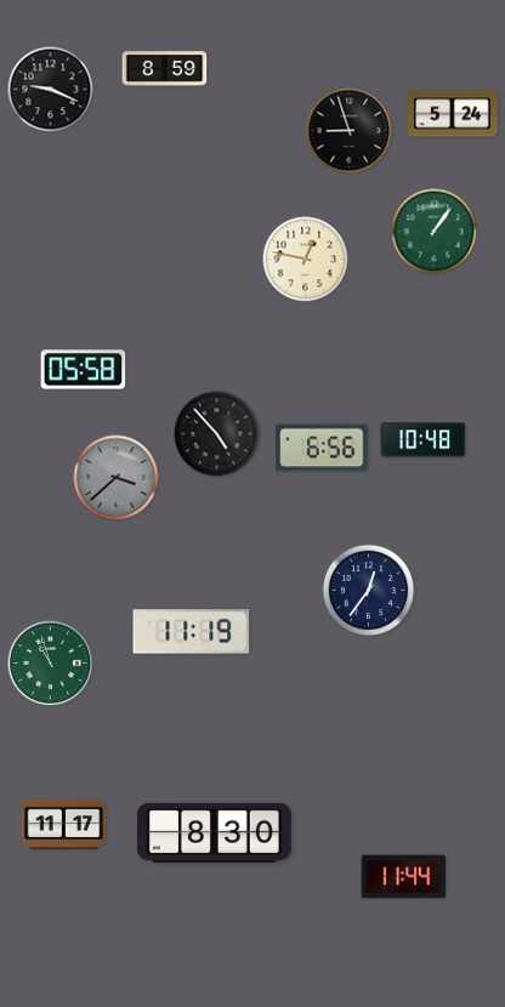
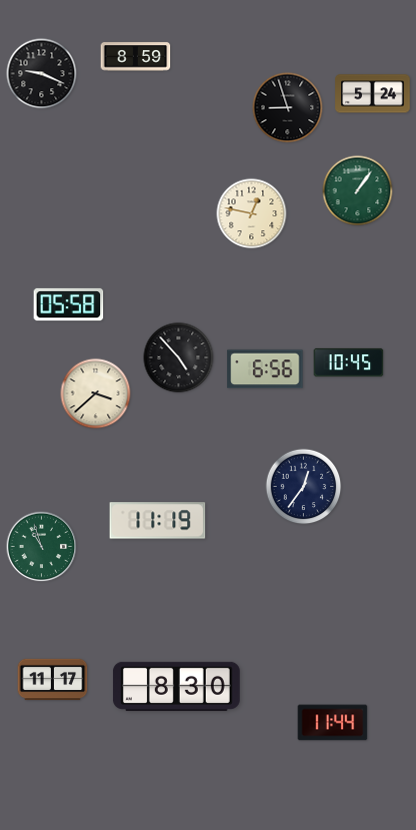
clock at (424, 440): 10:48 -> 10:45
clock at (117, 478) dial: grey -> cream
